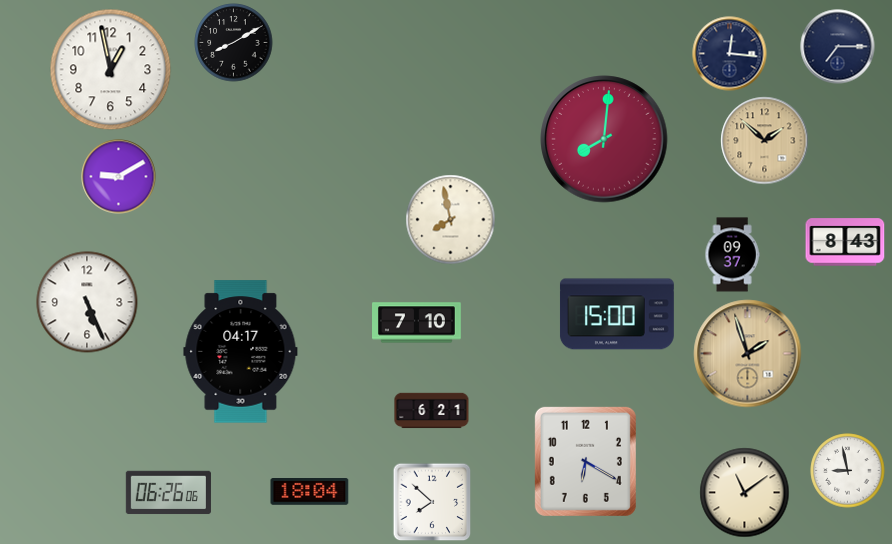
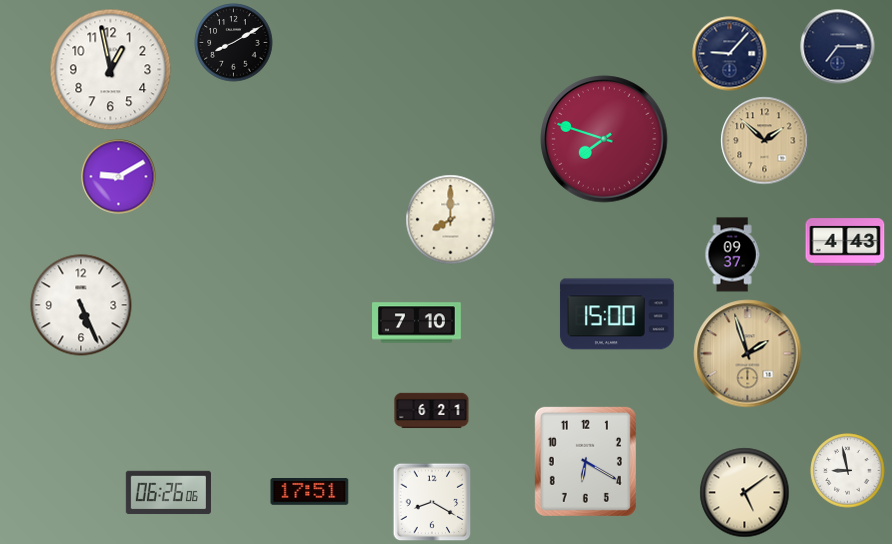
clock at (730, 54): 12:16 -> 9:07
clock at (604, 139): 8:01 -> 7:48
clock at (451, 220): 7:58 -> 8:00
clock at (845, 242): 8:43 -> 4:43
clock at (87, 302) position: (87, 302) -> (81, 305)
clock at (241, 352): 04:17 -> none
clock at (310, 492): 18:04 -> 17:51
clock at (745, 493): 11:09 -> 5:09
clock at (432, 502): 7:52 -> 8:20
